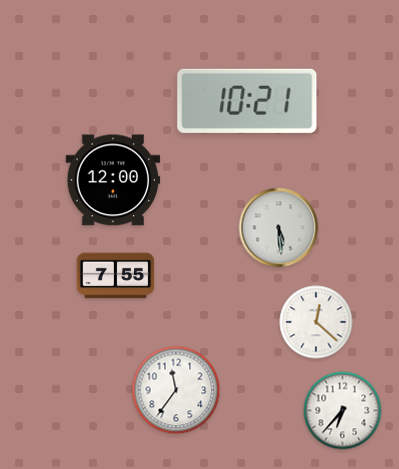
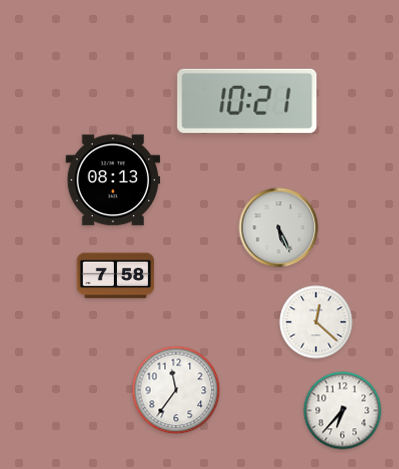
clock at (113, 180): 12:00 -> 08:13
clock at (279, 228): 5:29 -> 5:26
clock at (116, 276): 7:55 -> 7:58
